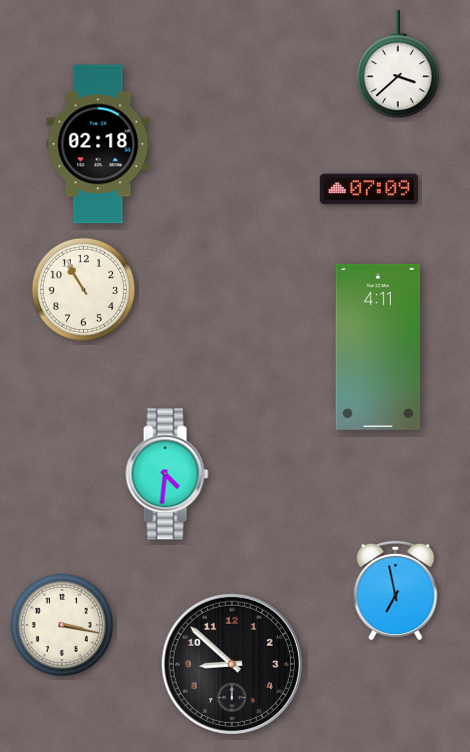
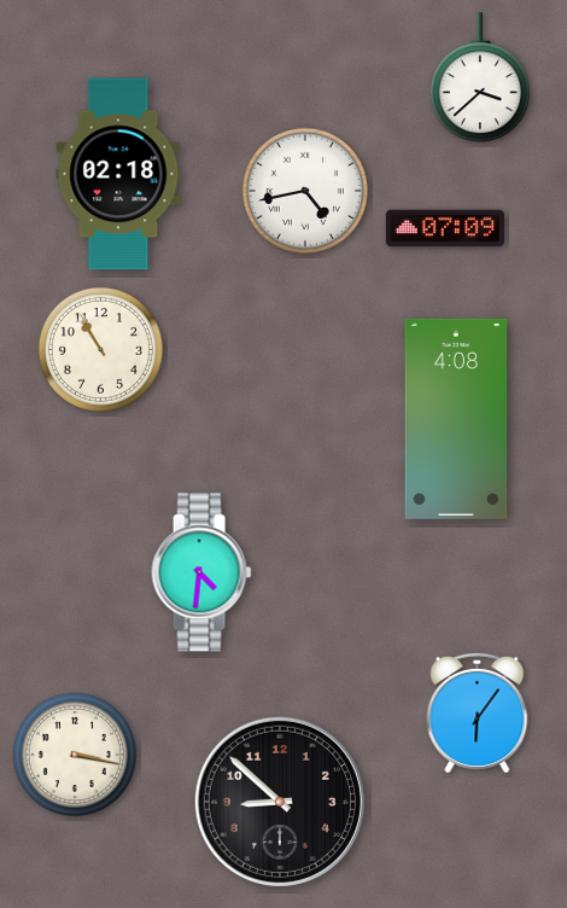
clock at (305, 191): none -> 4:43
clock at (378, 347): 4:11 -> 4:08
clock at (396, 590): 6:58 -> 6:06
